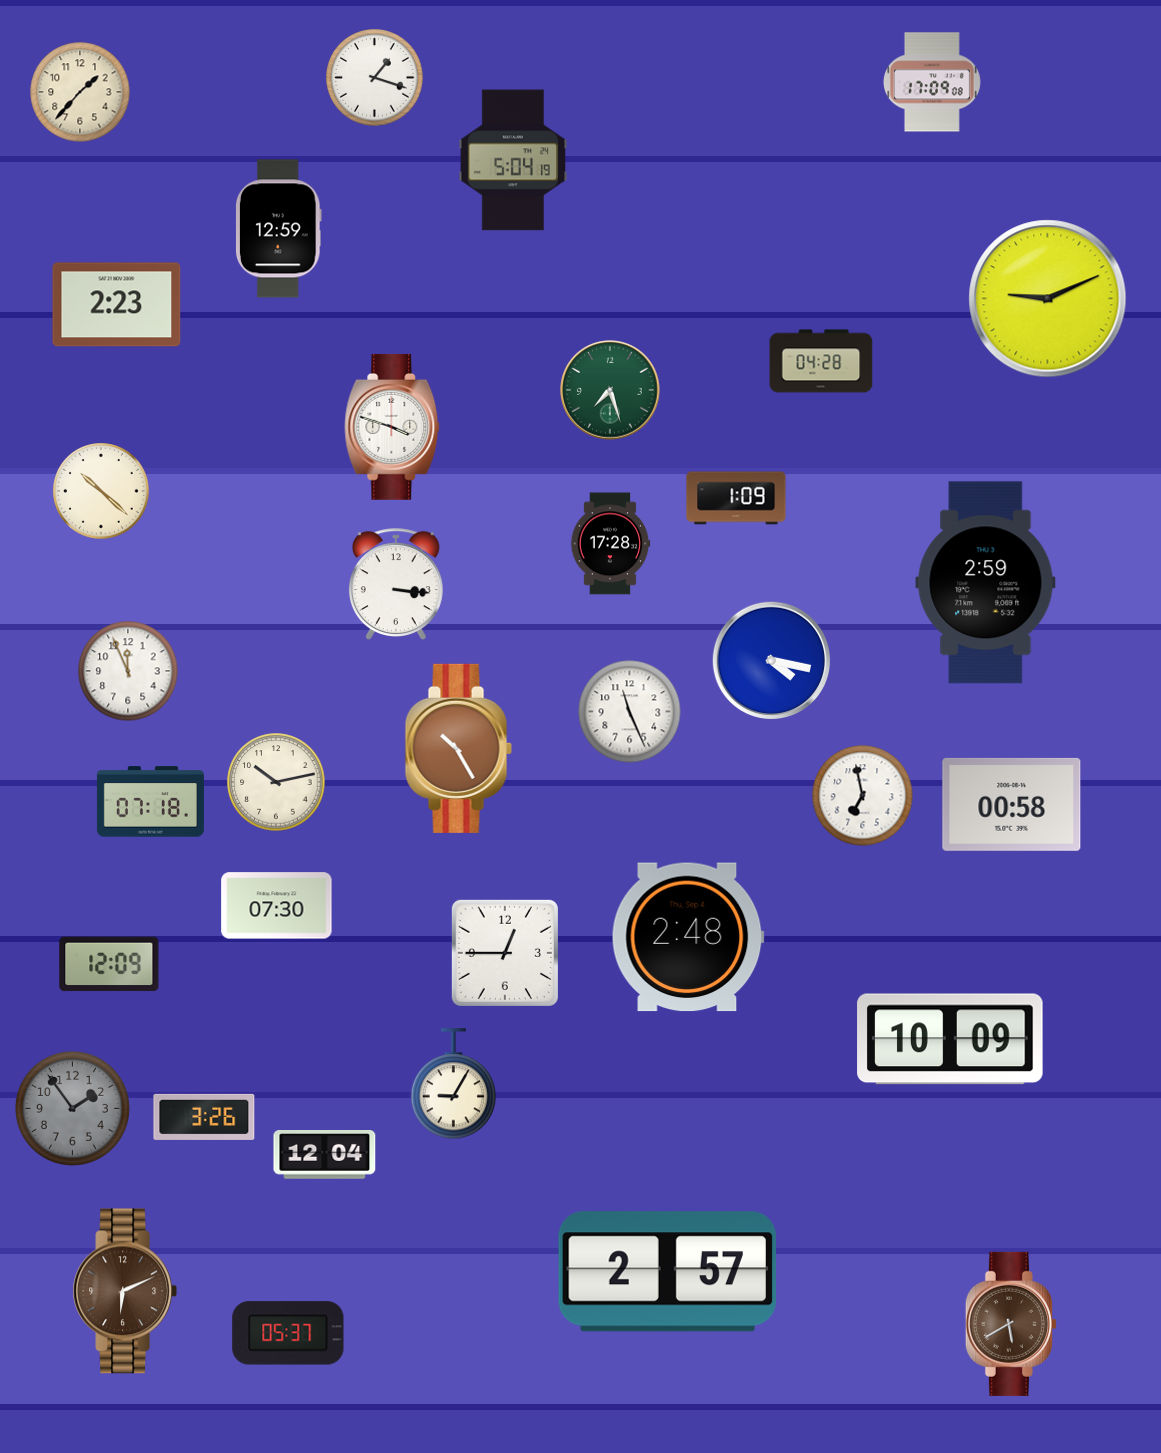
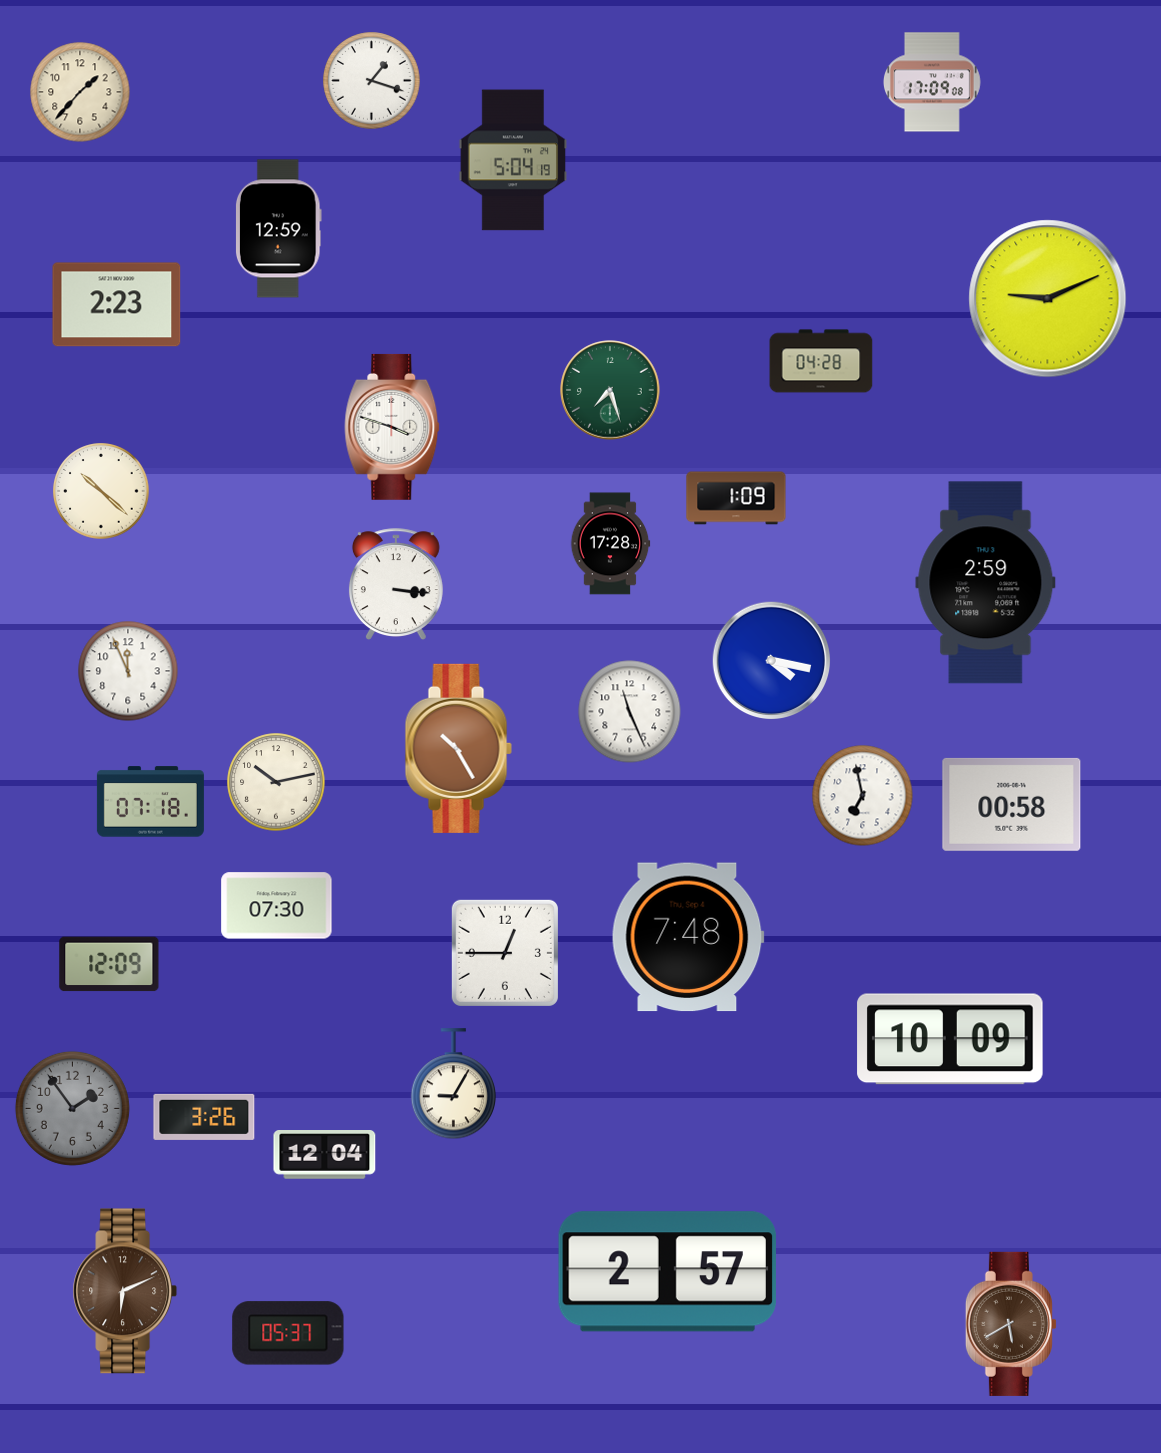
clock at (375, 78) position: (375, 78) -> (372, 81)
clock at (688, 937): 2:48 -> 7:48
